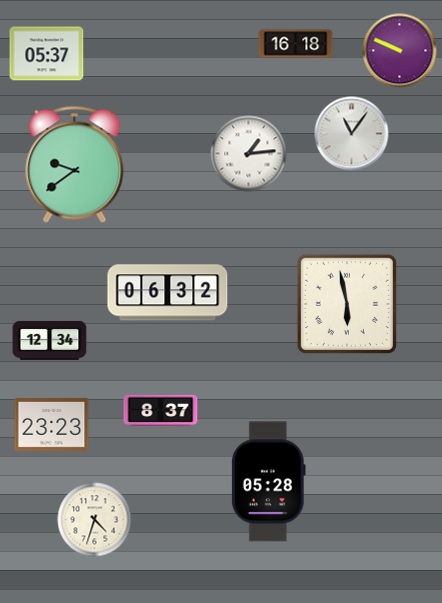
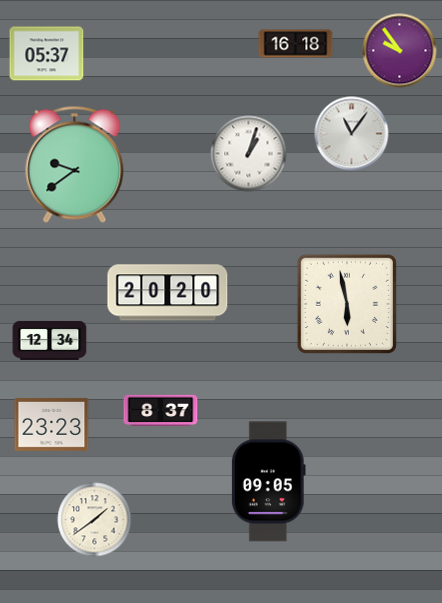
clock at (400, 51): 9:49 -> 9:54
clock at (249, 154): 1:14 -> 1:03
clock at (168, 293): 06:32 -> 20:20
clock at (268, 482): 05:28 -> 09:05
clock at (95, 520): 4:33 -> 1:39
